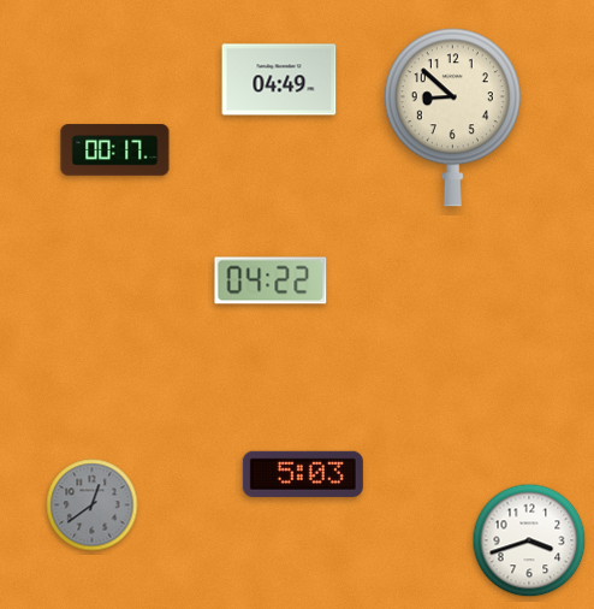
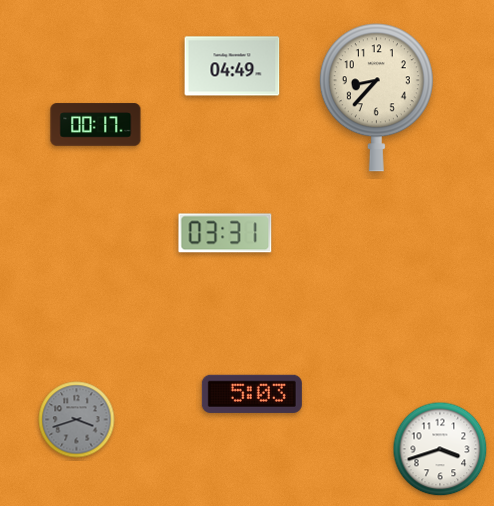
clock at (452, 118): 8:52 -> 8:37
clock at (271, 280): 04:22 -> 03:31
clock at (93, 505): 12:39 -> 3:42
